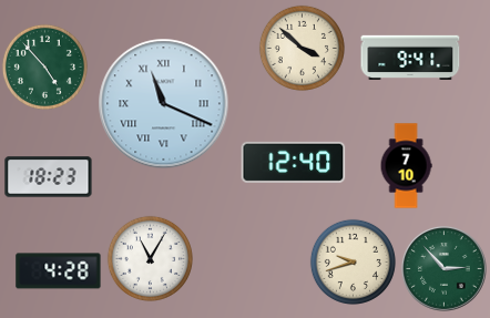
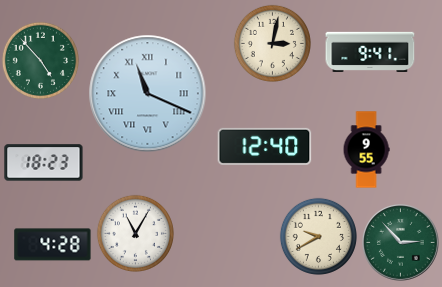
clock at (302, 48): 3:52 -> 3:02
clock at (406, 166): 7:10 -> 9:55
clock at (49, 177) position: (49, 177) -> (44, 163)
clock at (353, 261): 9:42 -> 9:40
